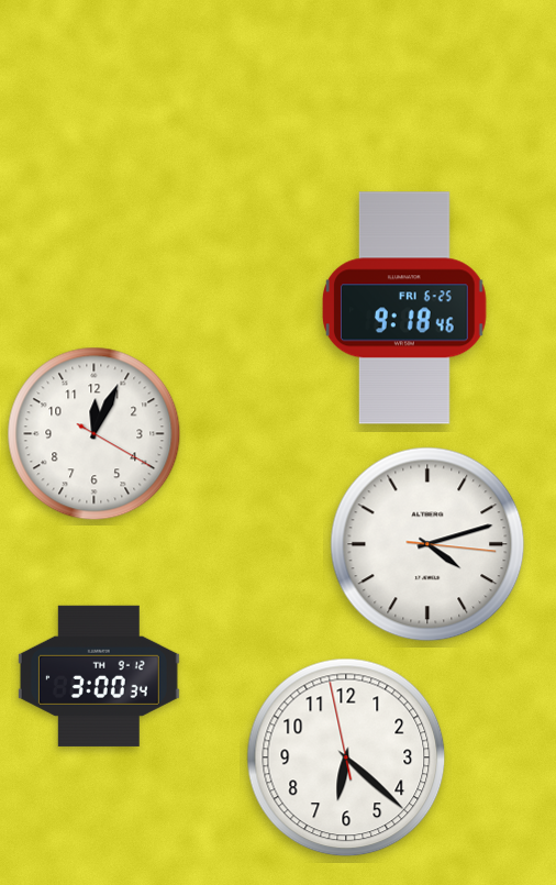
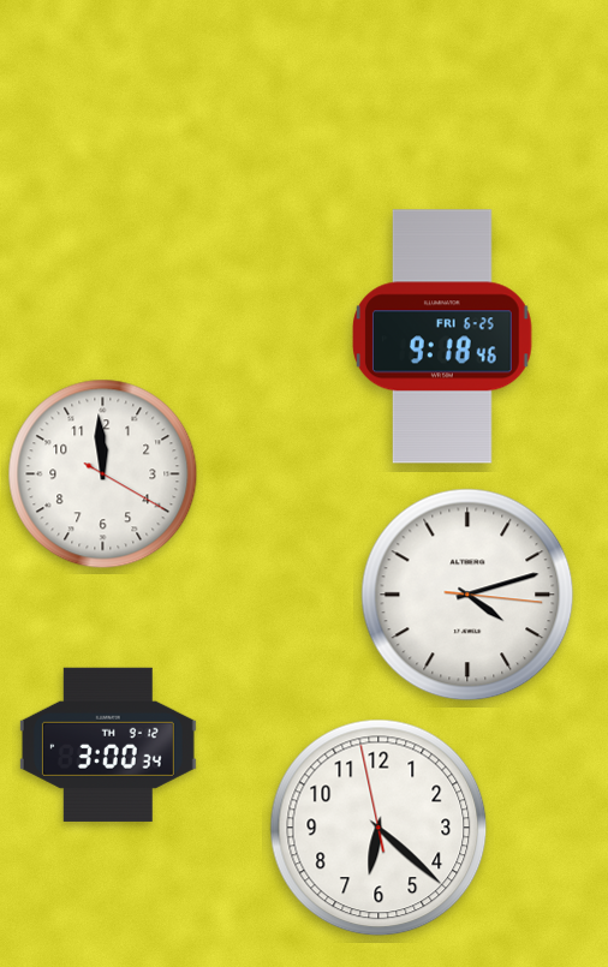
clock at (94, 434): 12:04 -> 11:59
clock at (99, 676) position: (99, 676) -> (108, 745)
